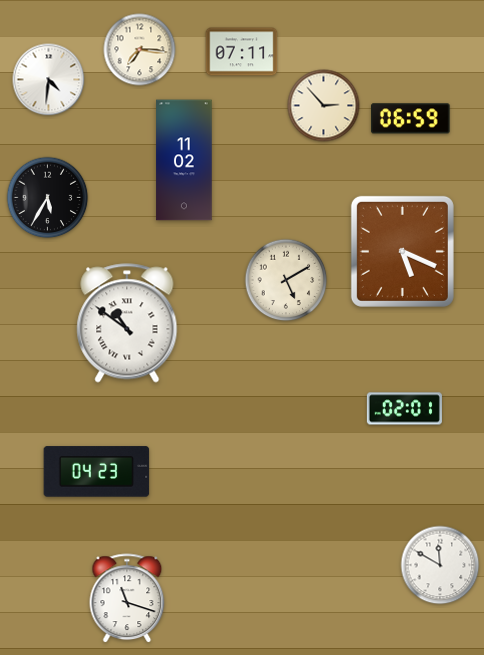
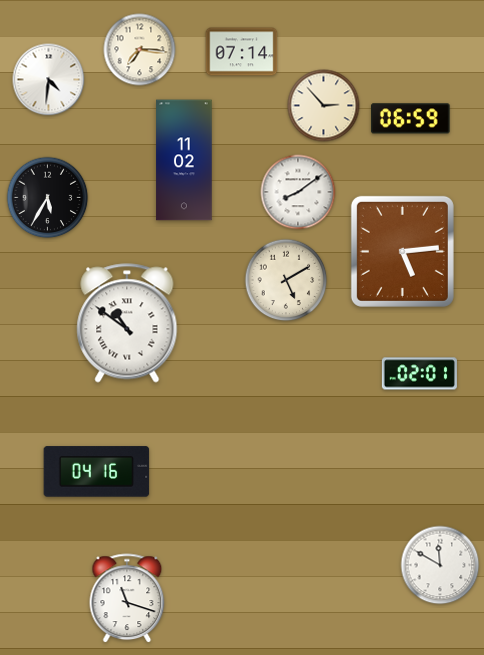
clock at (242, 52): 07:11 -> 07:14
clock at (298, 192): none -> 8:09
clock at (402, 251): 5:19 -> 5:14
clock at (404, 409) position: (404, 409) -> (419, 374)
clock at (97, 472): 04:23 -> 04:16
